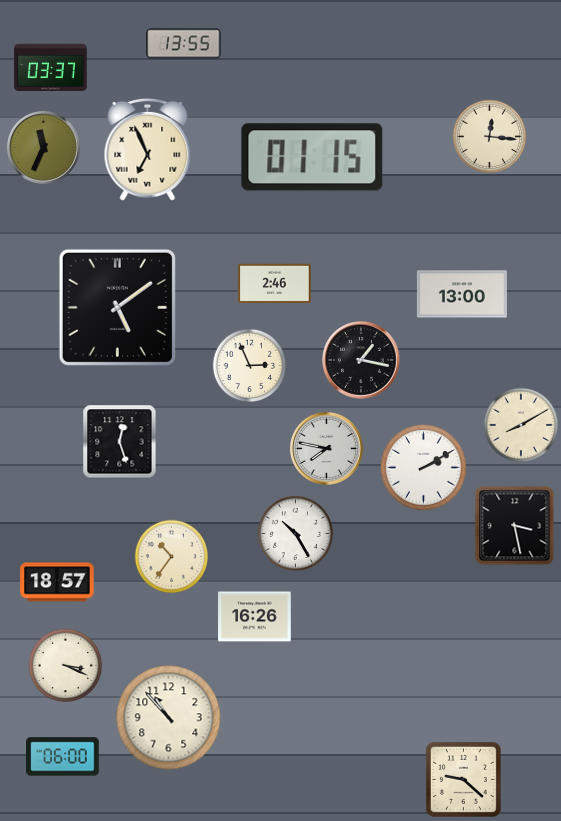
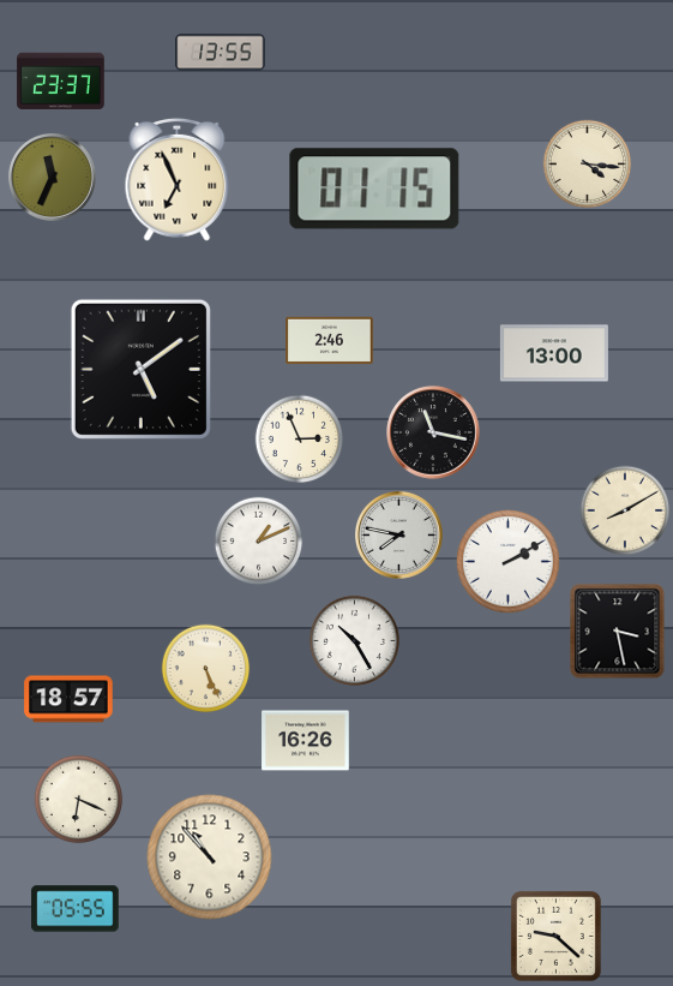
clock at (51, 68): 03:37 -> 23:37
clock at (490, 137): 12:16 -> 4:16
clock at (362, 361): 1:17 -> 11:17
clock at (120, 442): 12:27 -> none
clock at (326, 448) position: (326, 448) -> (398, 534)
clock at (259, 542): none -> 1:11
clock at (172, 557): 10:36 -> 5:26
clock at (66, 666): 3:19 -> 6:19
clock at (169, 718) position: (169, 718) -> (210, 857)
clock at (63, 757): 06:00 -> 05:55
